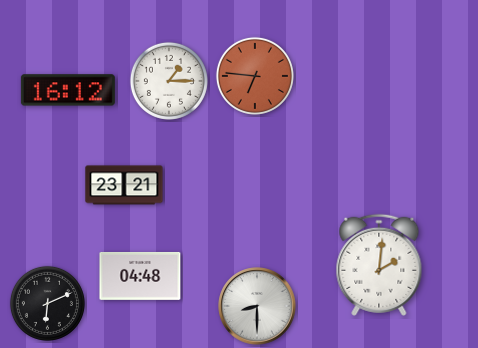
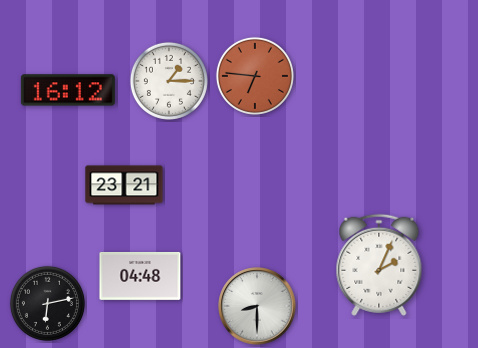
clock at (379, 265): 2:01 -> 2:04
clock at (47, 303): 6:11 -> 6:13
